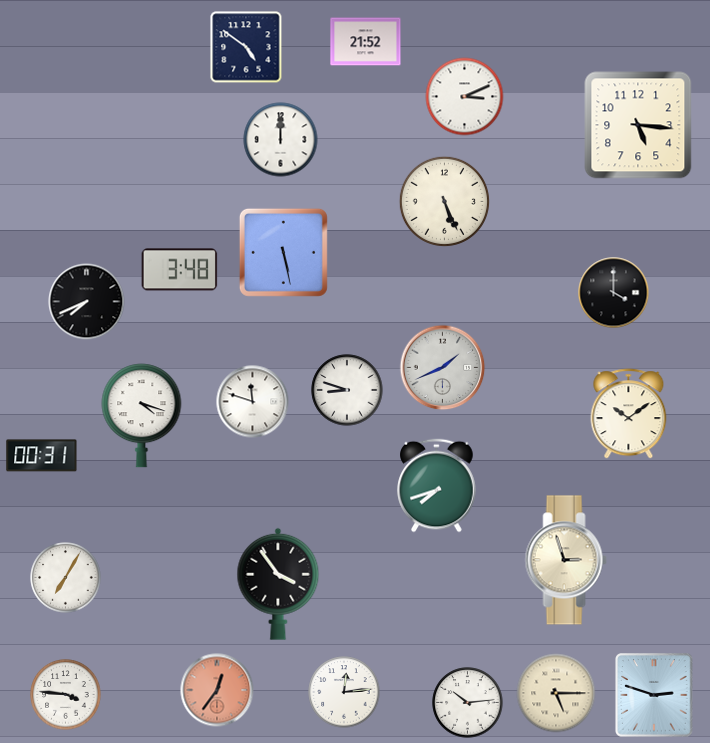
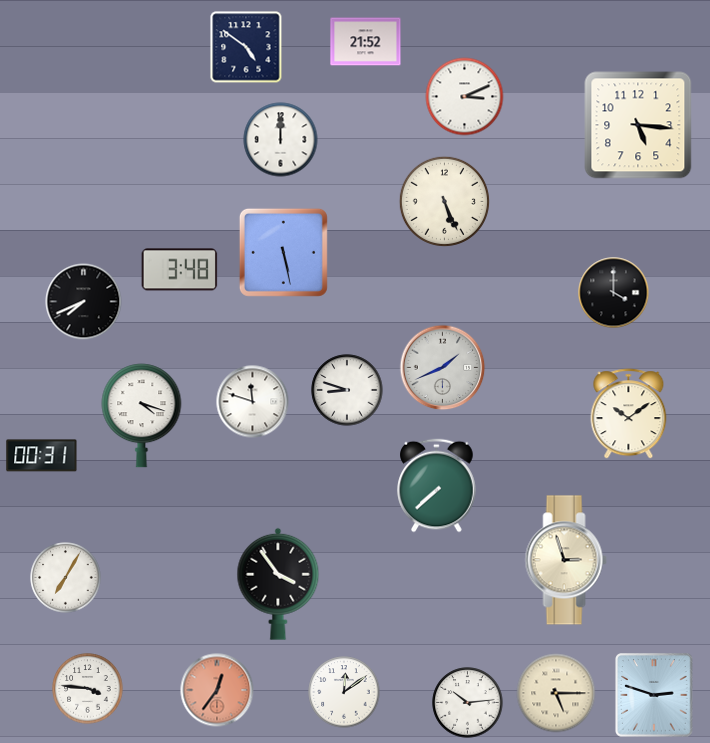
clock at (87, 302) position: (87, 302) -> (84, 302)
clock at (437, 486): 7:42 -> 7:38
clock at (344, 692): 12:14 -> 12:09
clock at (66, 695) position: (66, 695) -> (88, 689)
